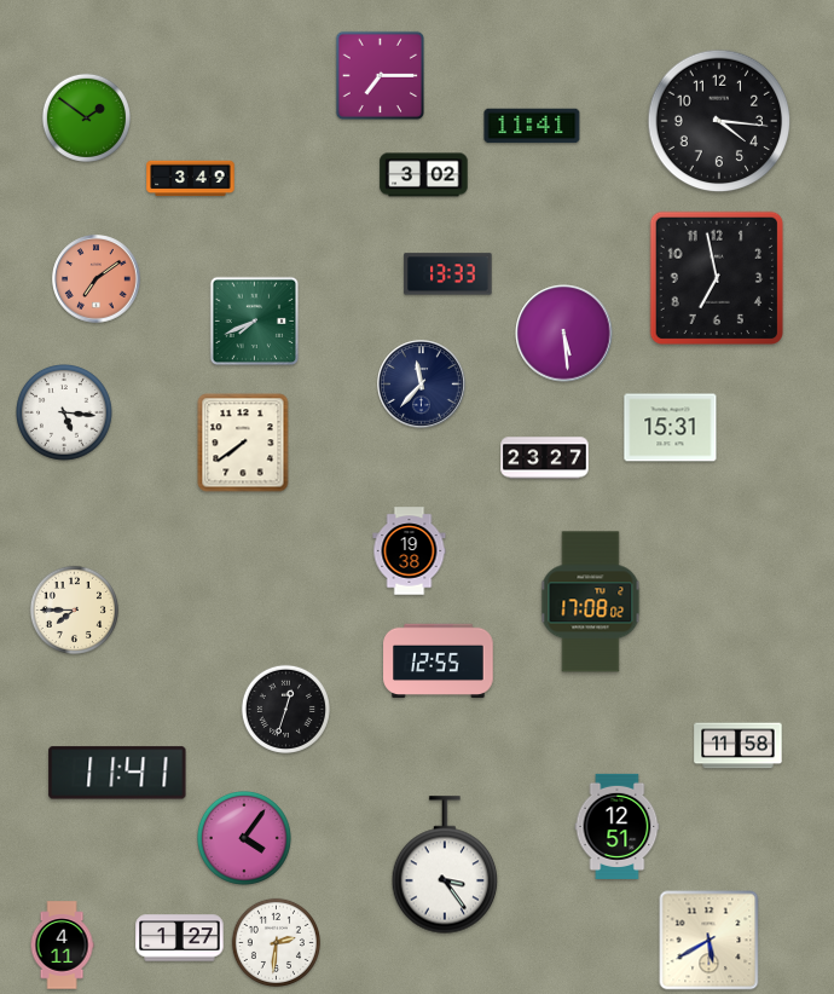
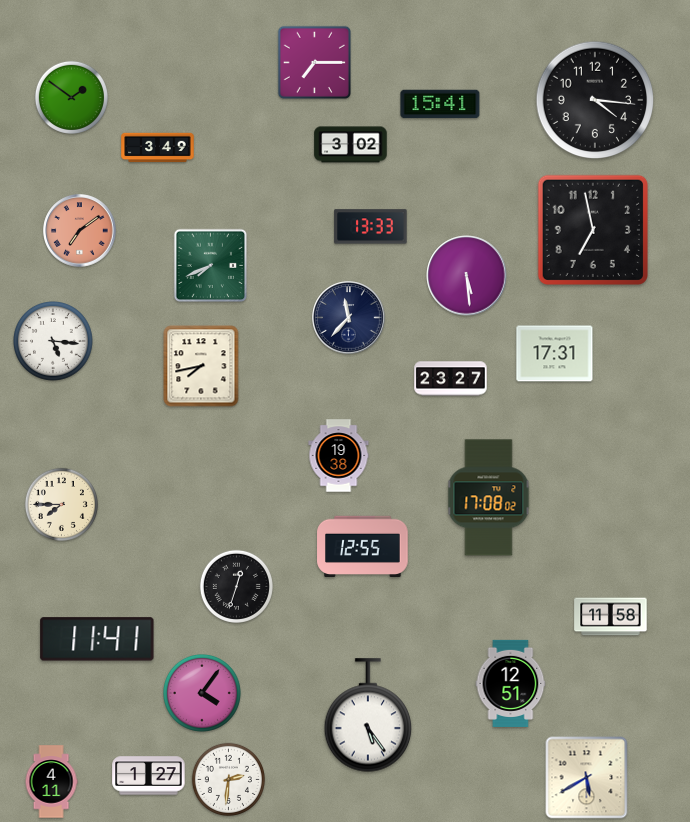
clock at (532, 126): 11:41 -> 15:41
clock at (671, 428): 15:31 -> 17:31
clock at (243, 443): 7:39 -> 7:43
clock at (445, 865): 3:24 -> 5:24
